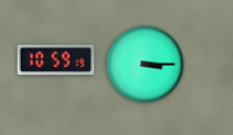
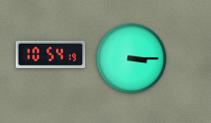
clock at (56, 60): 10:59 -> 10:54
